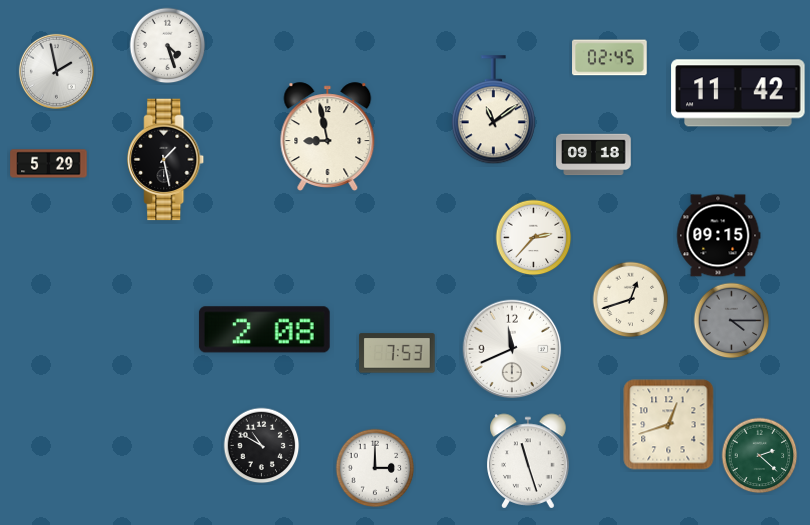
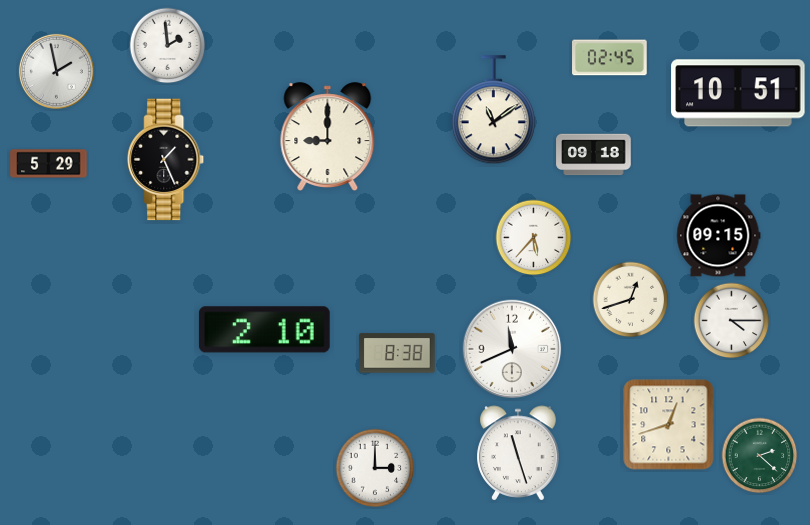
clock at (168, 46): 4:27 -> 1:59
clock at (738, 93): 11:42 -> 10:51
clock at (328, 136): 8:58 -> 9:00
clock at (166, 160): 1:28 -> 1:26
clock at (534, 238): 2:37 -> 5:37
clock at (732, 321) dial: grey -> white
clock at (264, 330): 2:08 -> 2:10
clock at (397, 353): 7:53 -> 8:38
clock at (262, 446): 10:50 -> none
clock at (528, 461) position: (528, 461) -> (518, 453)
